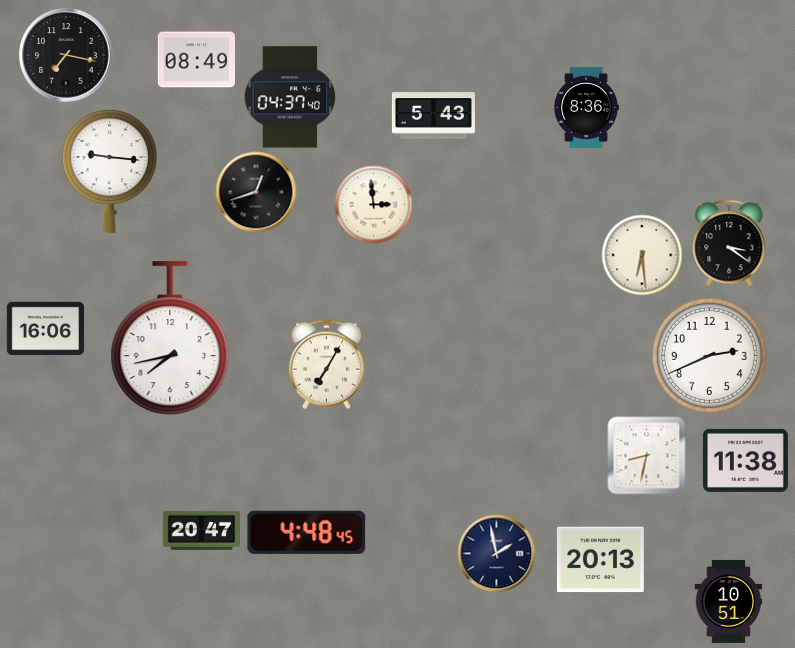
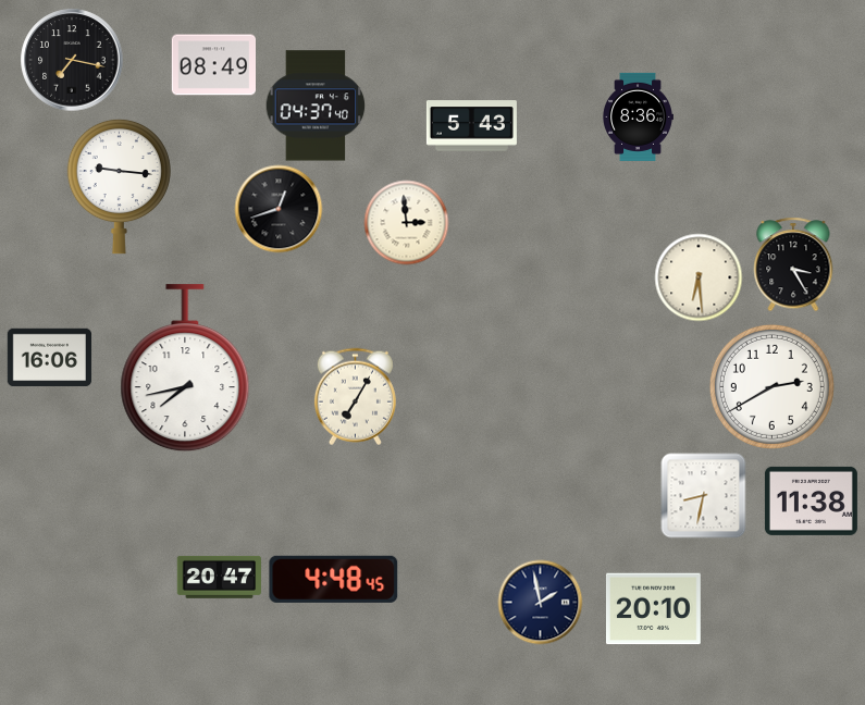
clock at (729, 243): 3:21 -> 3:25
clock at (709, 355): 2:41 -> 2:40
clock at (600, 560): 20:13 -> 20:10
clock at (729, 601): 10:51 -> none
